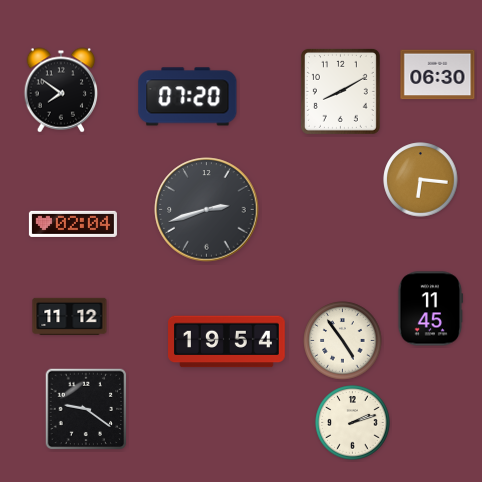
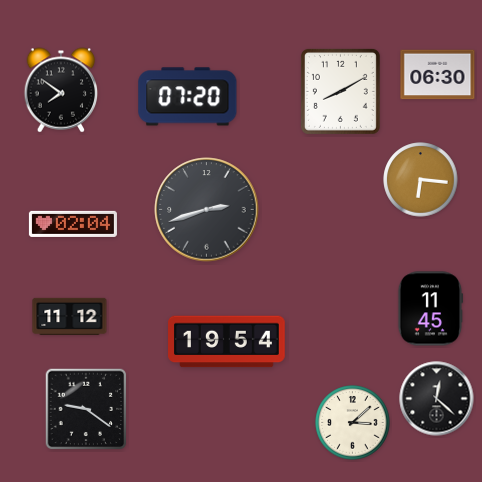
clock at (343, 341): 4:54 -> none
clock at (437, 399): none -> 12:22
clock at (353, 423): 2:12 -> 3:08
